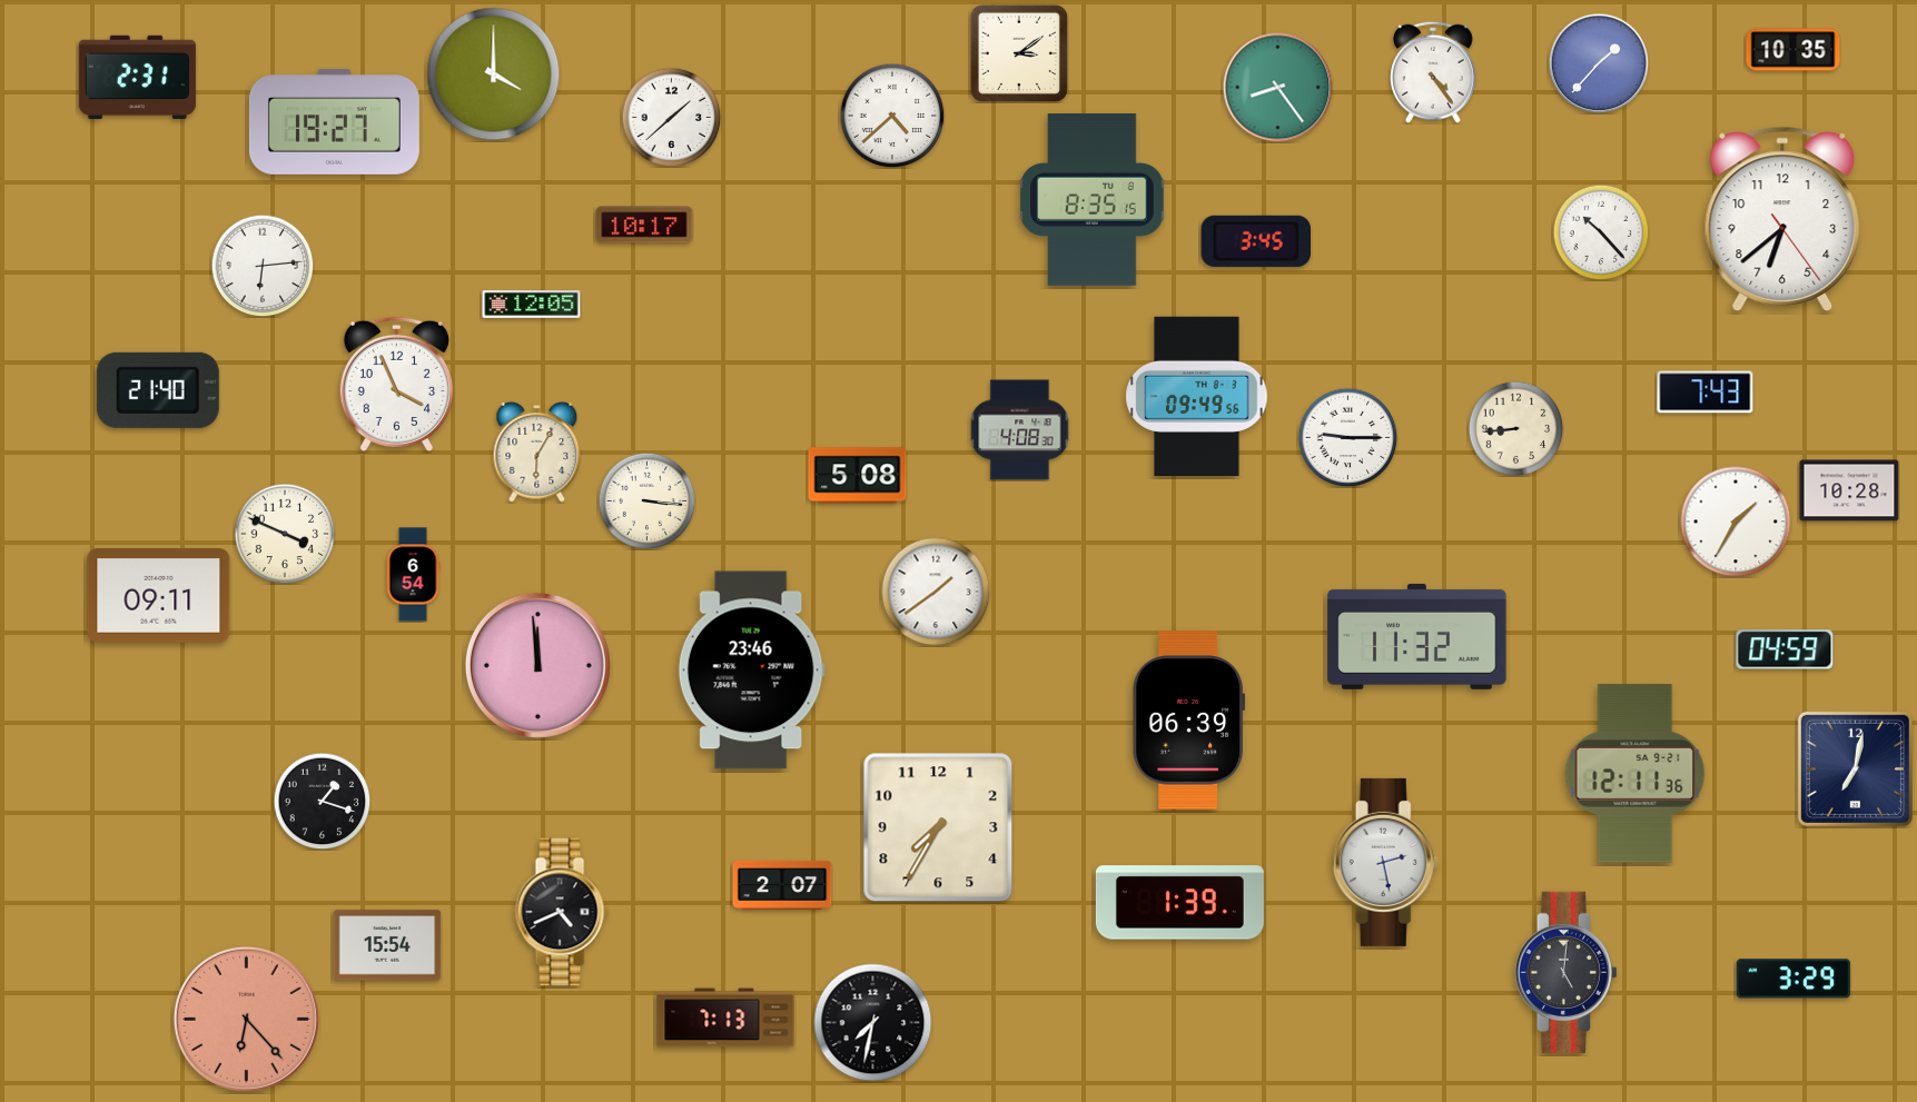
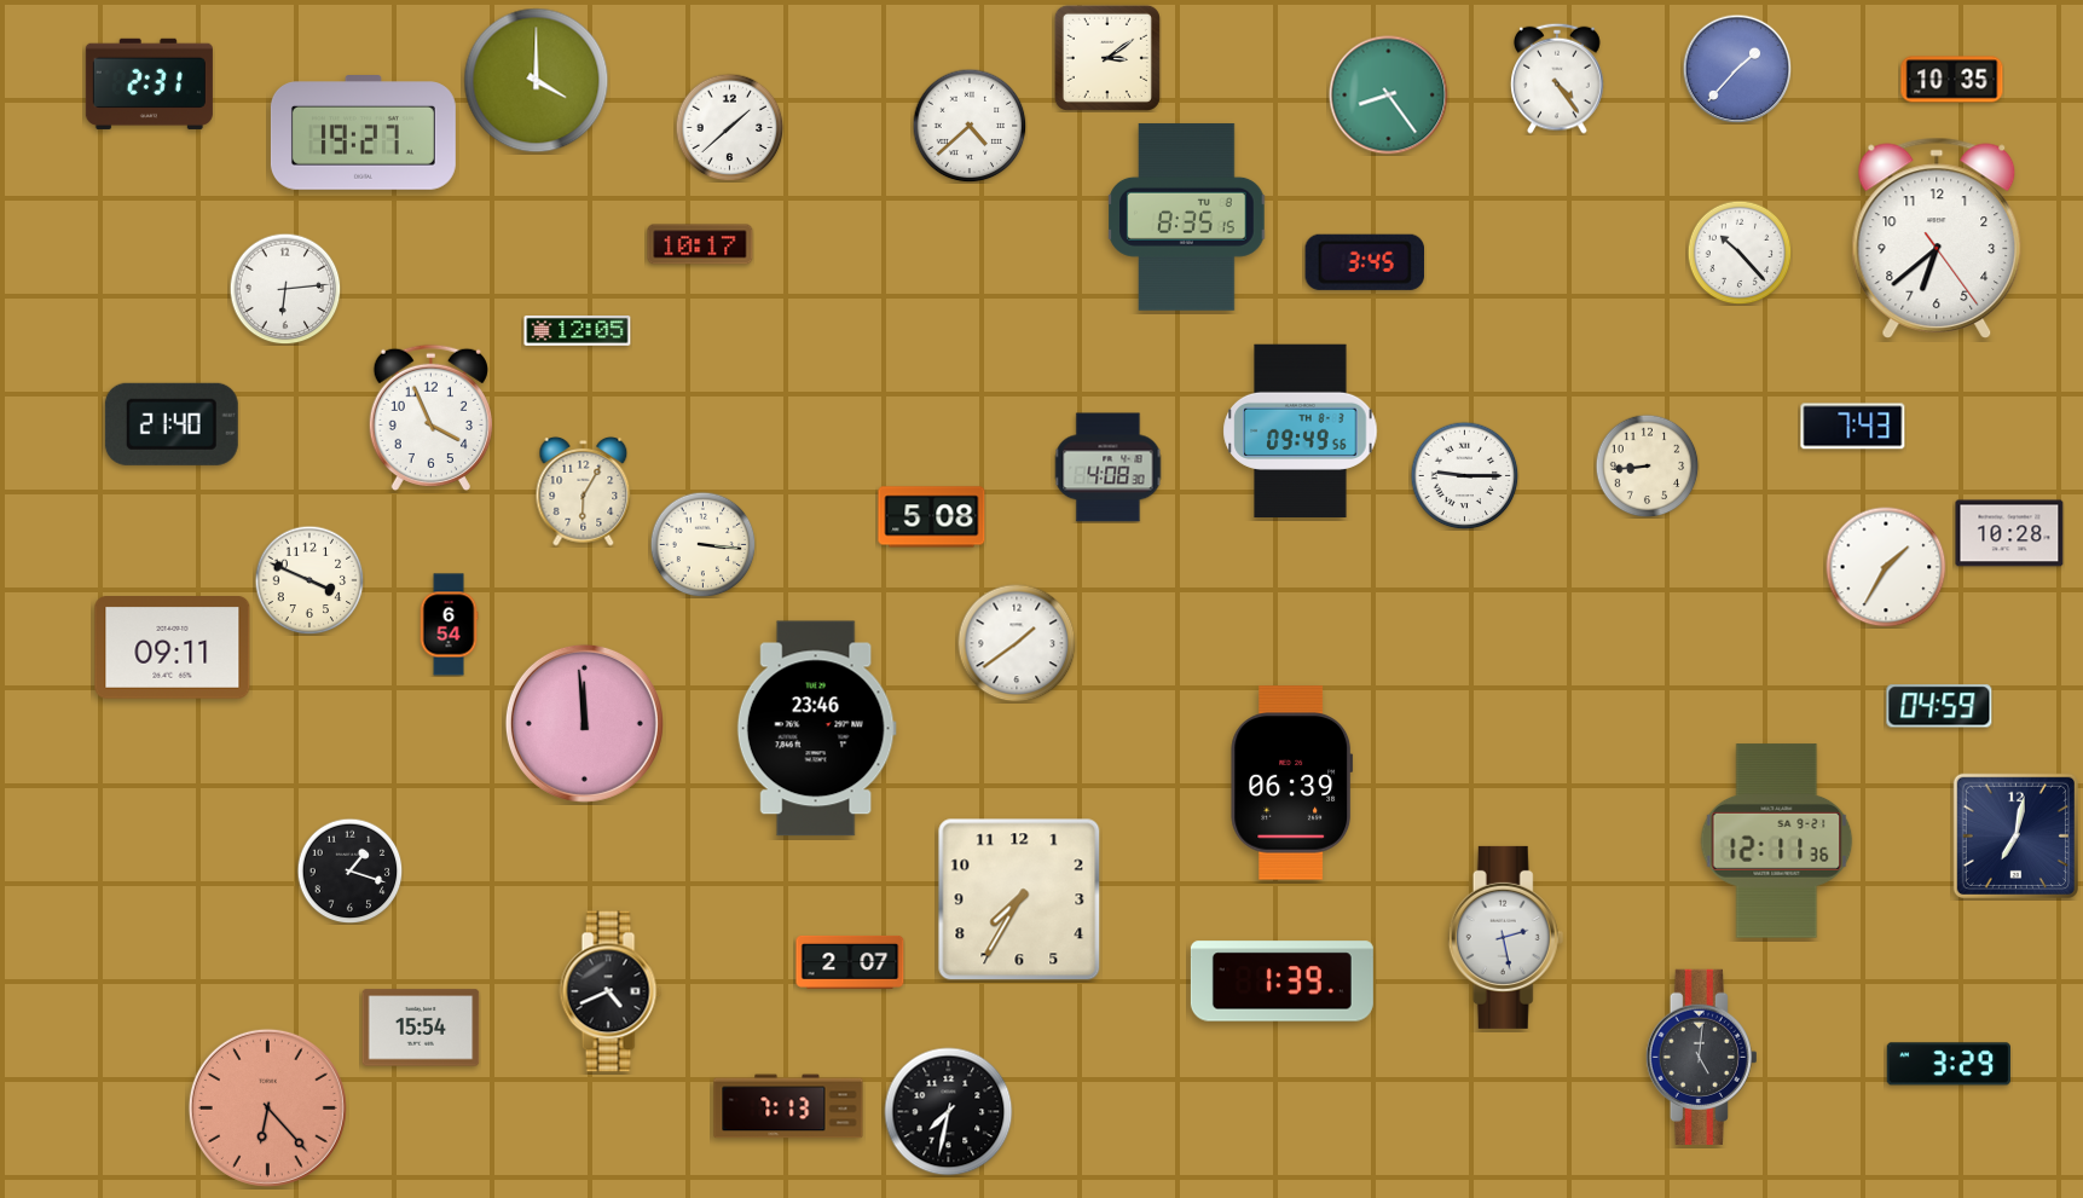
clock at (1794, 50) position: (1794, 50) -> (1952, 80)
clock at (1417, 636): 11:32 -> none
